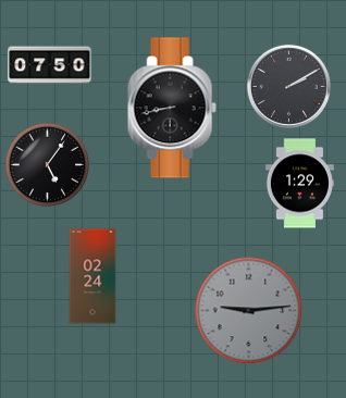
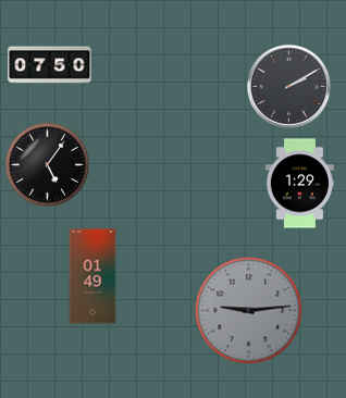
clock at (172, 108): 8:43 -> none
clock at (92, 276): 02:24 -> 01:49
